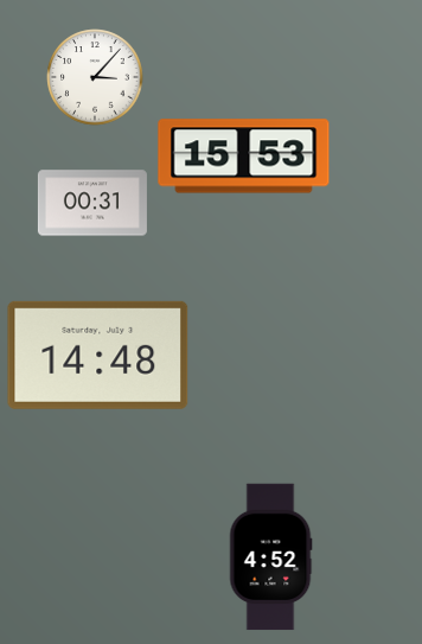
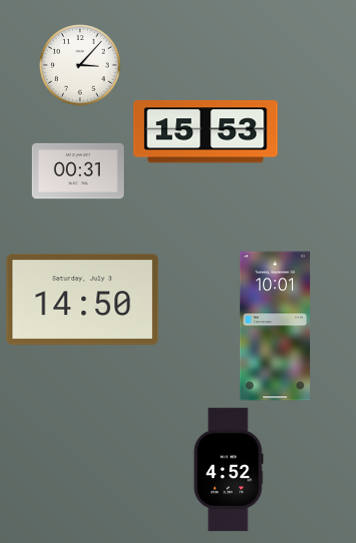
clock at (98, 355): 14:48 -> 14:50
clock at (275, 326): none -> 10:01
